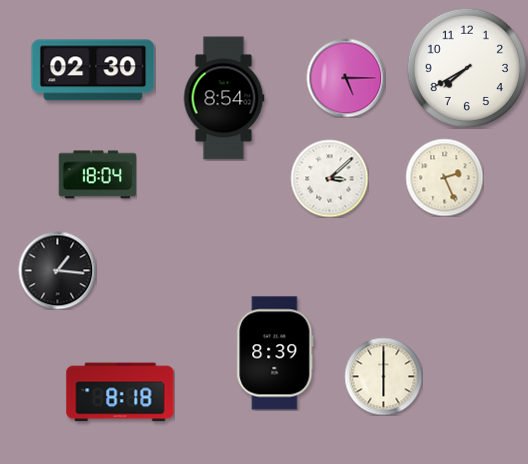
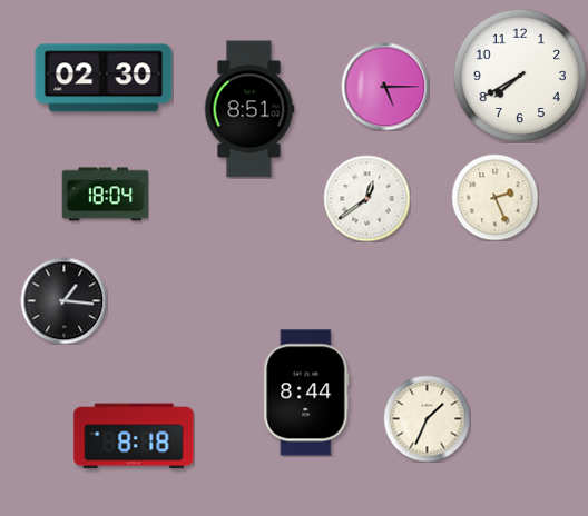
clock at (224, 98): 8:54 -> 8:51
clock at (97, 175) position: (97, 175) -> (105, 195)
clock at (329, 178): 3:08 -> 12:39
clock at (275, 353): 8:39 -> 8:44
clock at (383, 376): 6:00 -> 1:34
